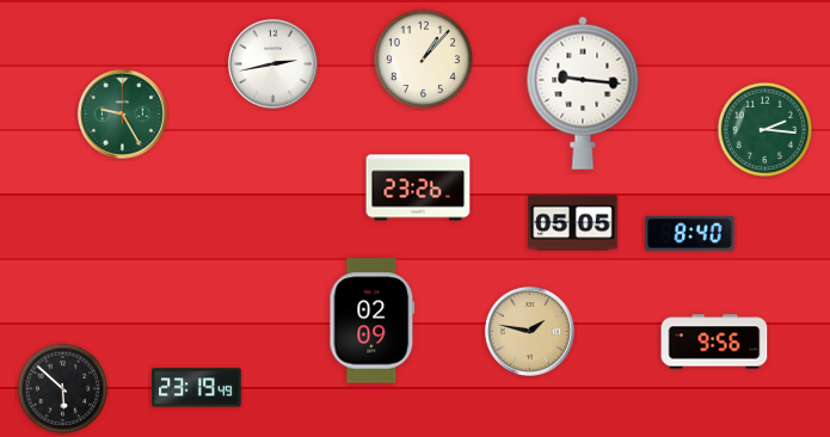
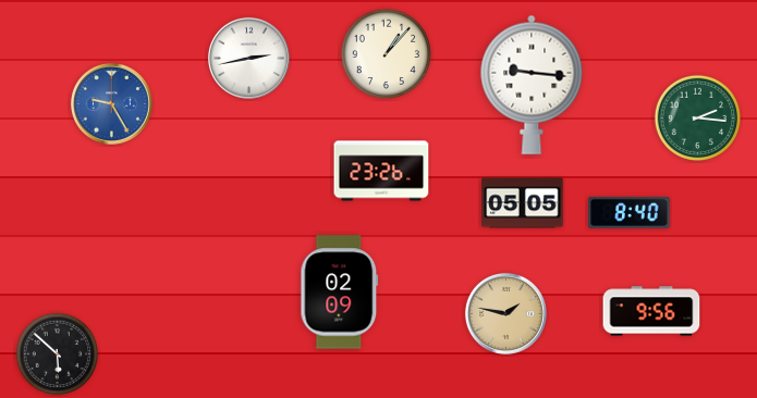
clock at (122, 113) dial: green -> blue
clock at (529, 331) position: (529, 331) -> (505, 313)
clock at (197, 388): 23:19 -> none
